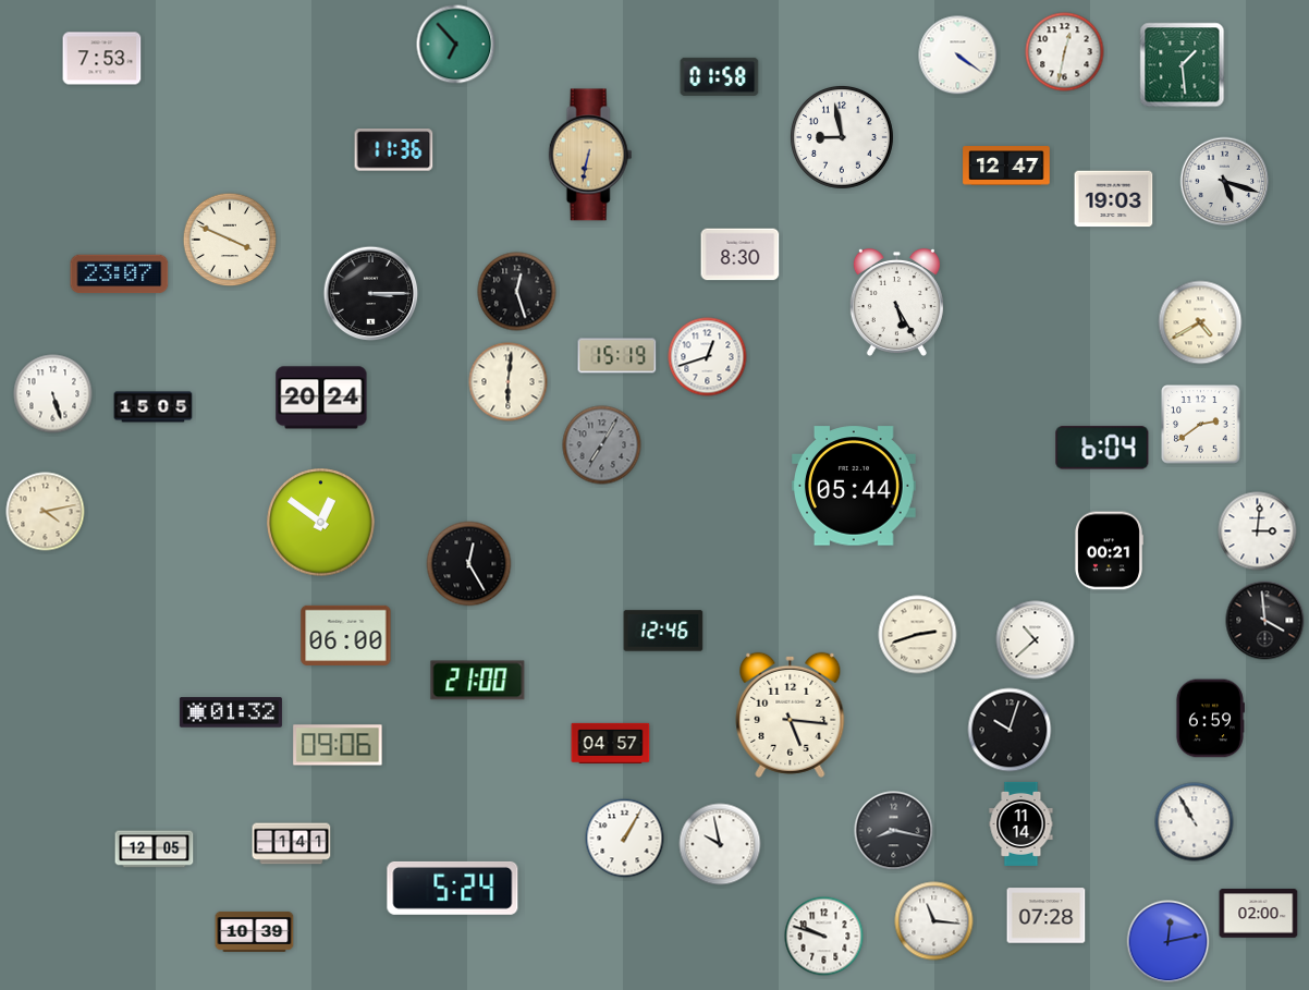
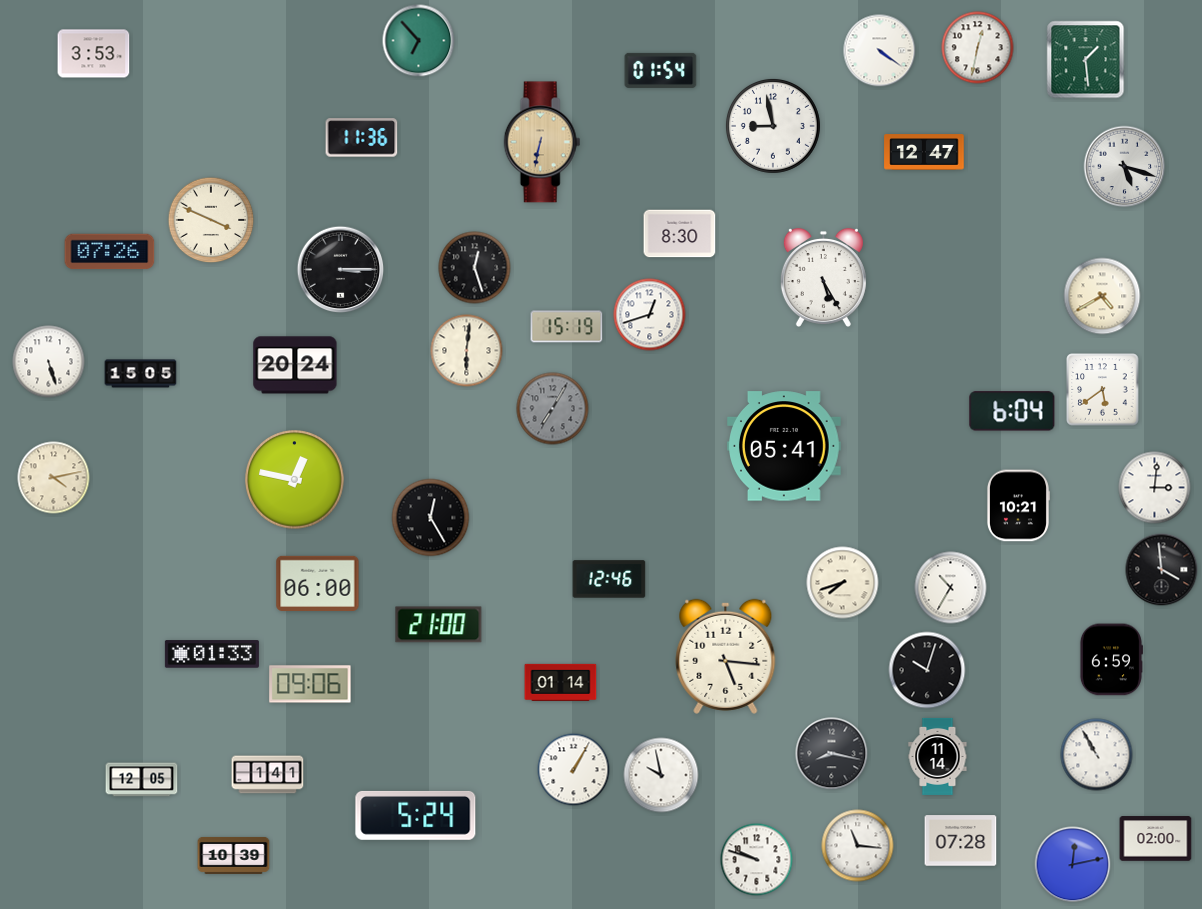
clock at (102, 59): 7:53 -> 3:53
clock at (720, 76): 01:58 -> 01:54
clock at (1114, 199): 19:03 -> none
clock at (120, 274): 23:07 -> 07:26
clock at (708, 357) position: (708, 357) -> (650, 315)
clock at (1201, 425): 2:39 -> 5:39
clock at (855, 486): 05:44 -> 05:41
clock at (46, 512) position: (46, 512) -> (54, 478)
clock at (321, 523): 12:51 -> 12:47
clock at (1109, 551): 00:21 -> 10:21
clock at (918, 635): 2:42 -> 7:42
clock at (1036, 640): 10:38 -> 10:35
clock at (231, 712): 01:32 -> 01:33
clock at (611, 743): 04:57 -> 01:14
clock at (894, 831) position: (894, 831) -> (832, 754)
